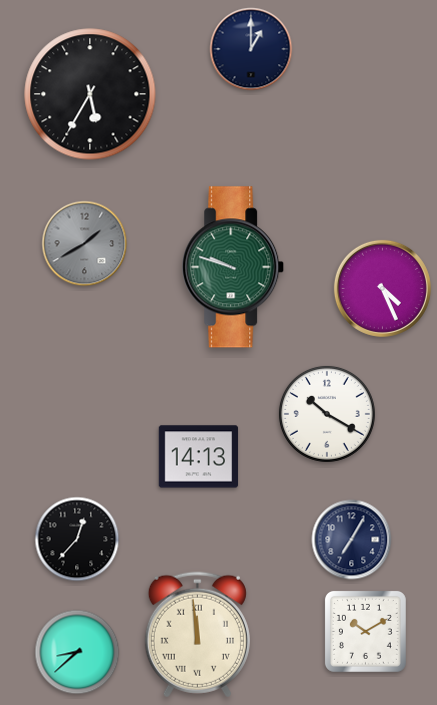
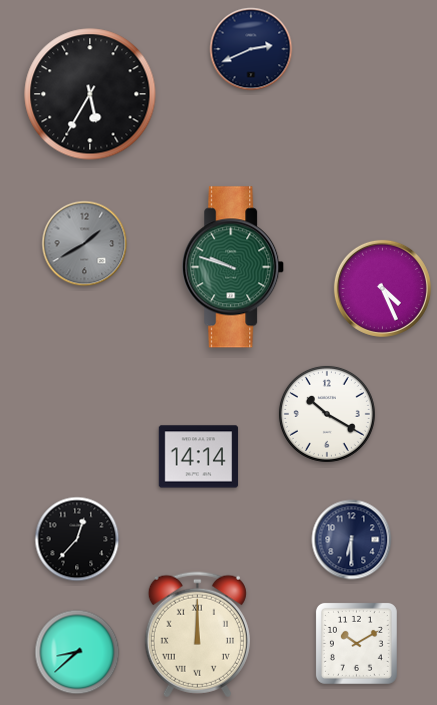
clock at (251, 49): 1:00 -> 2:41
clock at (199, 457): 14:13 -> 14:14
clock at (352, 540): 7:05 -> 6:30
clock at (365, 631) position: (365, 631) -> (356, 643)
clock at (197, 635): 11:59 -> 12:00
